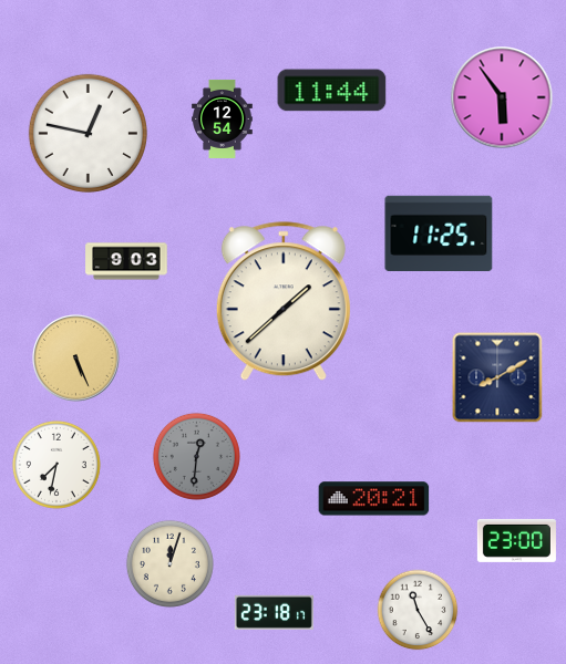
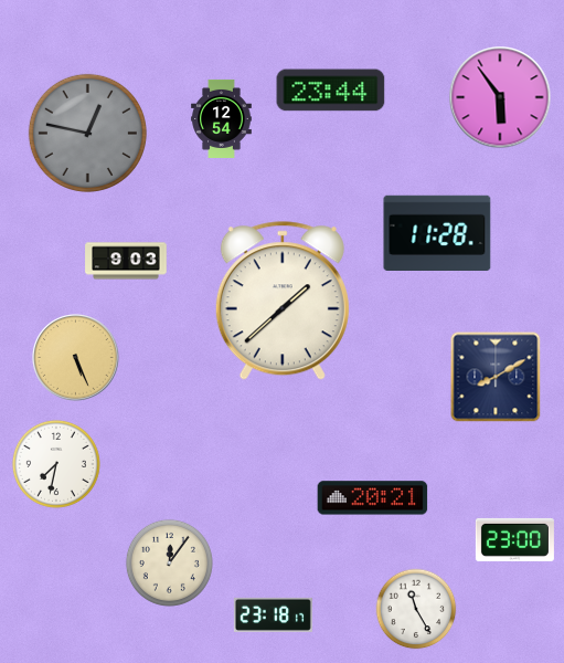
clock at (332, 91): 11:44 -> 23:44
clock at (88, 133) dial: white -> grey
clock at (439, 232): 11:25 -> 11:28
clock at (196, 456): 12:31 -> none
clock at (169, 563): 12:03 -> 12:06
clock at (274, 612) position: (274, 612) -> (273, 614)
